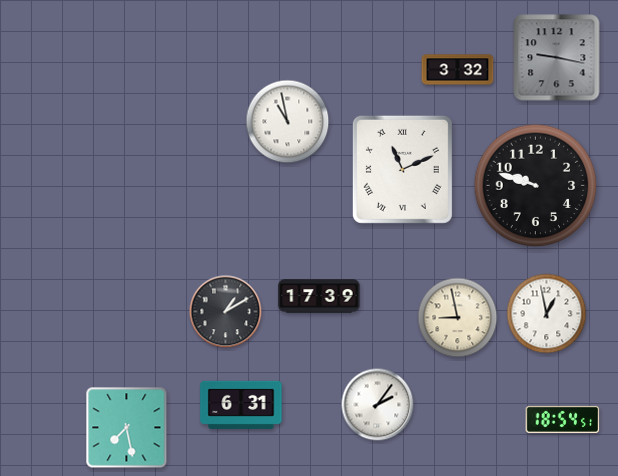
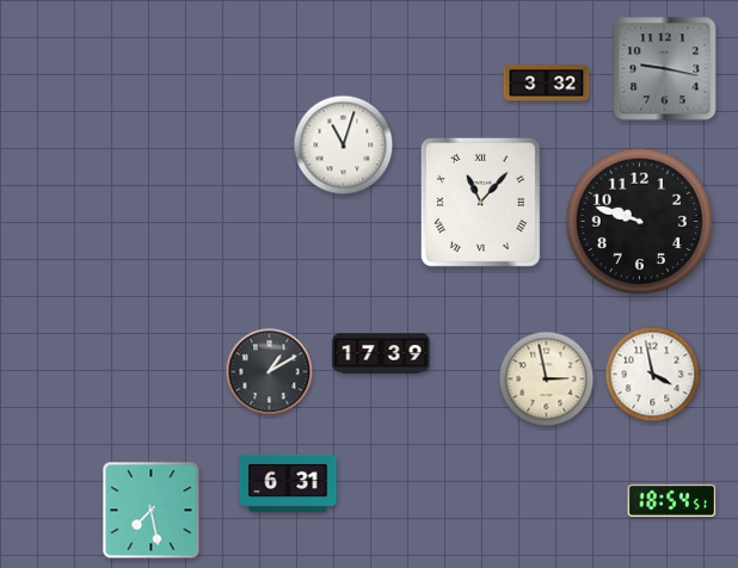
clock at (288, 122): 10:58 -> 11:03
clock at (402, 169): 11:11 -> 11:07
clock at (547, 314): 12:58 -> 3:58
clock at (458, 318): 8:58 -> 2:58
clock at (378, 405): 2:06 -> none
